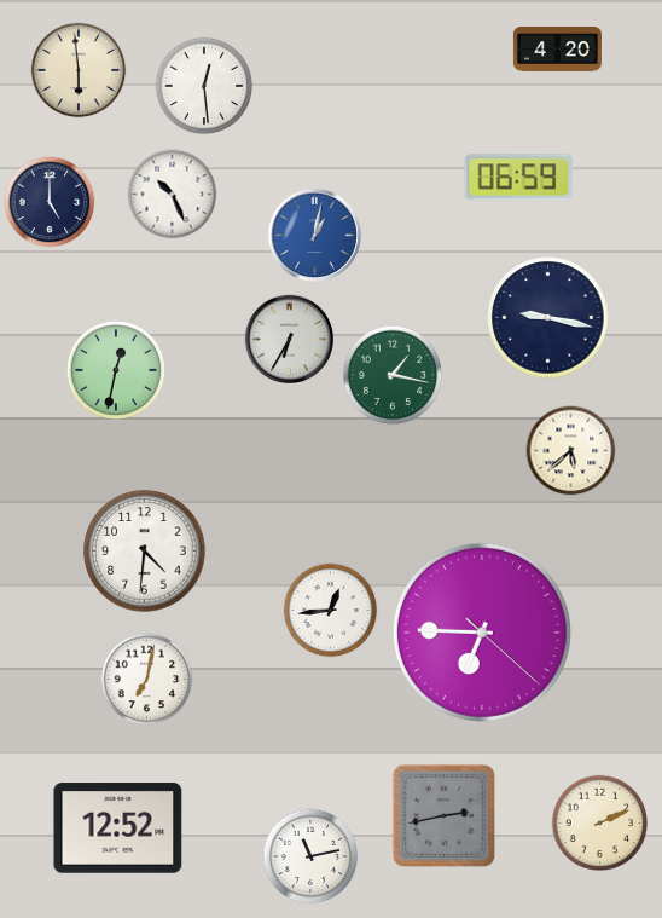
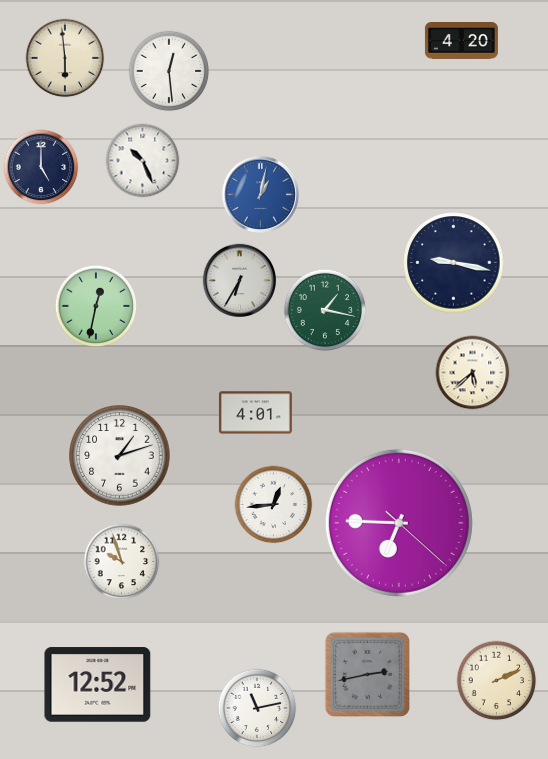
clock at (519, 178): 06:59 -> none
clock at (255, 413): none -> 4:01
clock at (145, 552): 4:31 -> 1:12
clock at (147, 680): 7:02 -> 9:57
